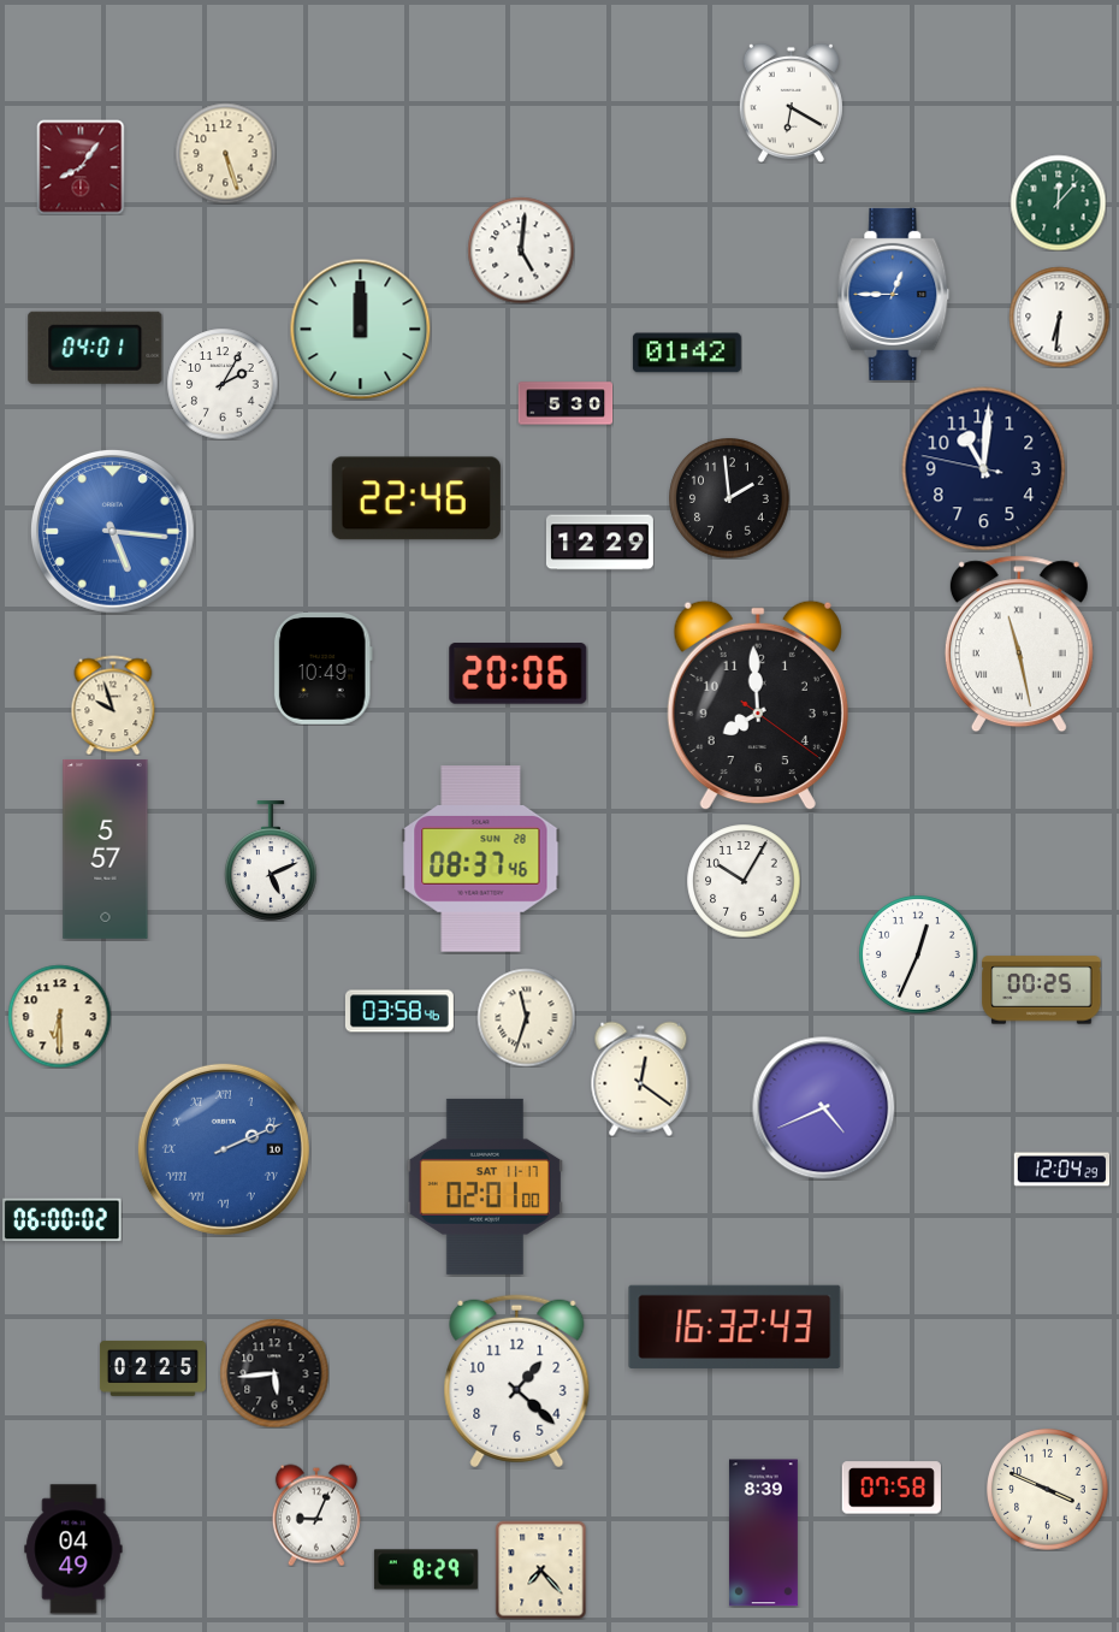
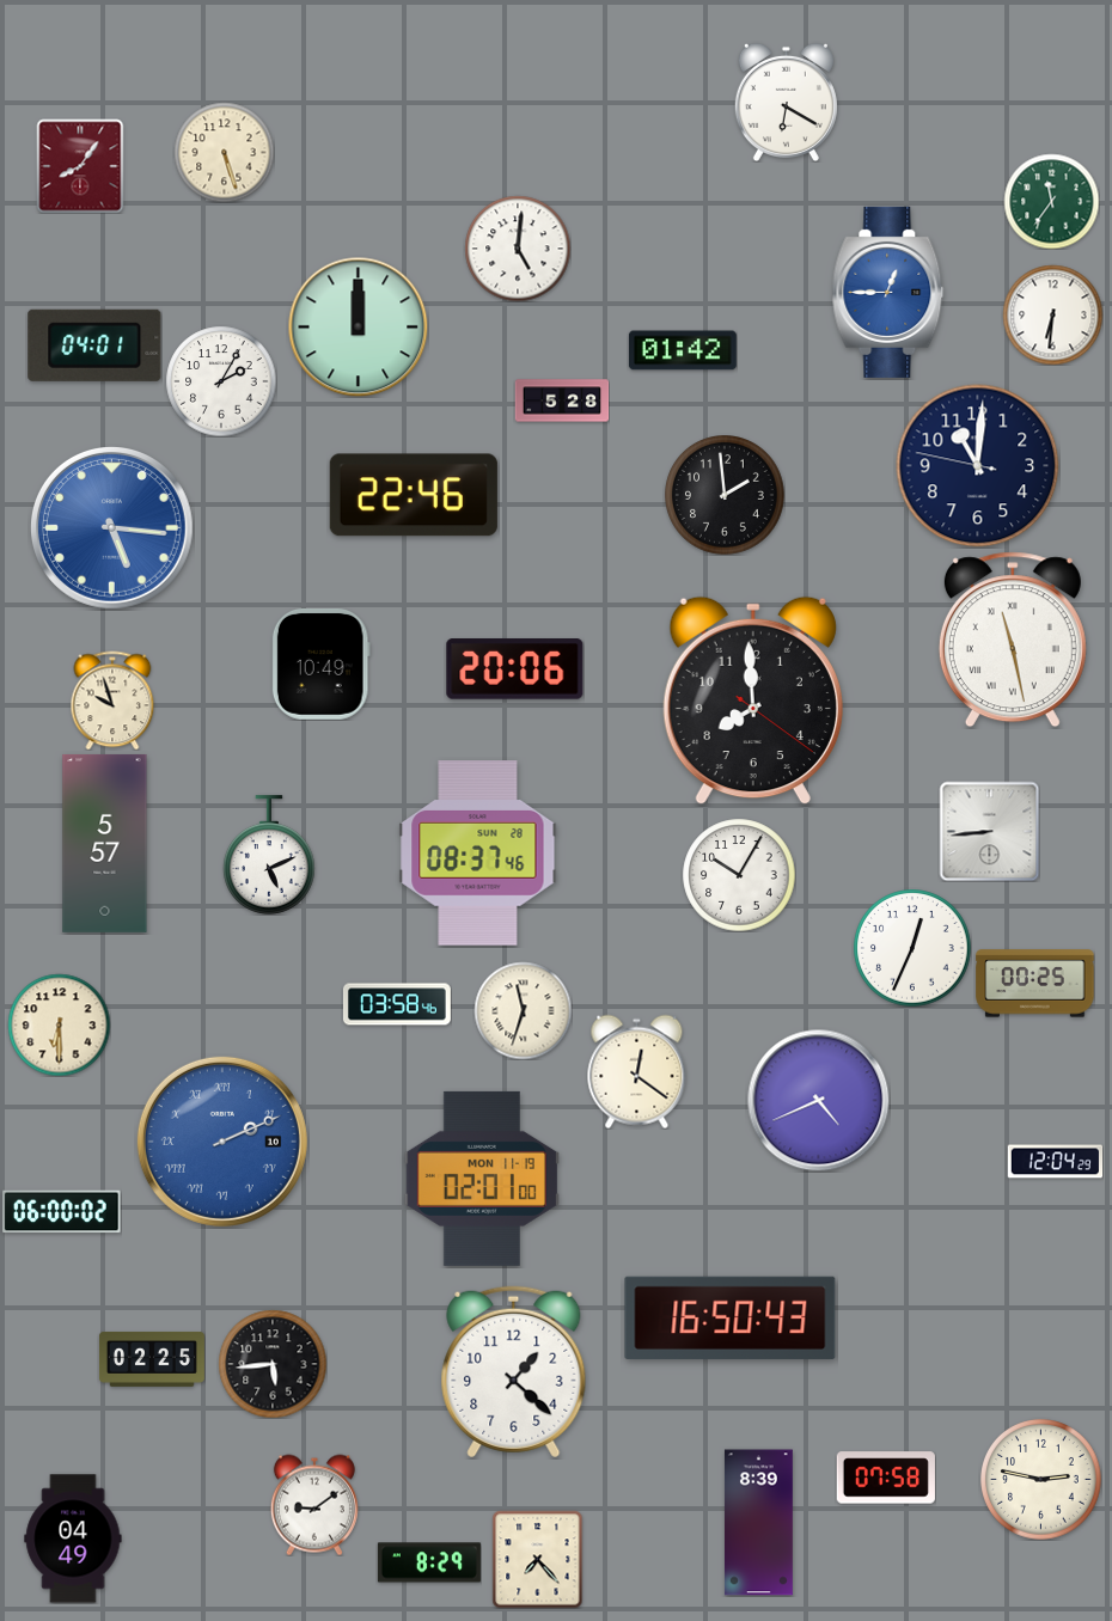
clock at (1058, 202): 12:07 -> 11:36
clock at (566, 403): 5:30 -> 5:28
clock at (599, 543): 12:29 -> none
clock at (989, 831): none -> 8:44
clock at (59, 1016) position: (59, 1016) -> (59, 1024)
clock at (485, 1187) date: SAT 11-17 -> MON 11-19
clock at (735, 1326): 16:32 -> 16:50
clock at (1048, 1490): 3:49 -> 2:47
clock at (316, 1515): 9:04 -> 9:09
clock at (426, 1569) position: (426, 1569) -> (429, 1562)
